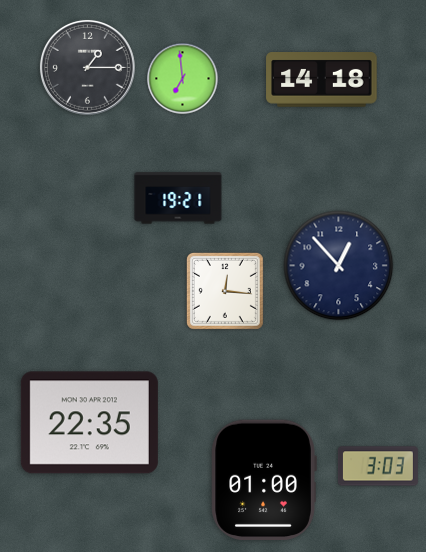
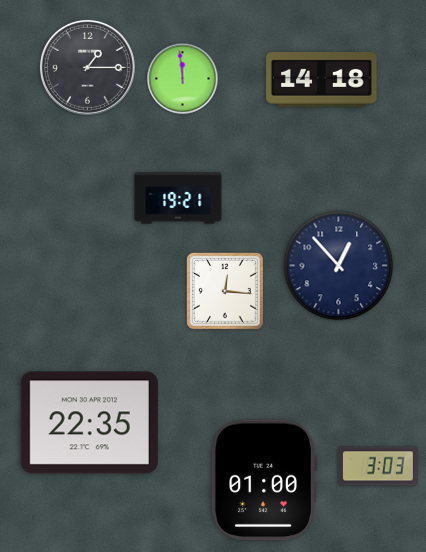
clock at (183, 79): 6:59 -> 11:59
